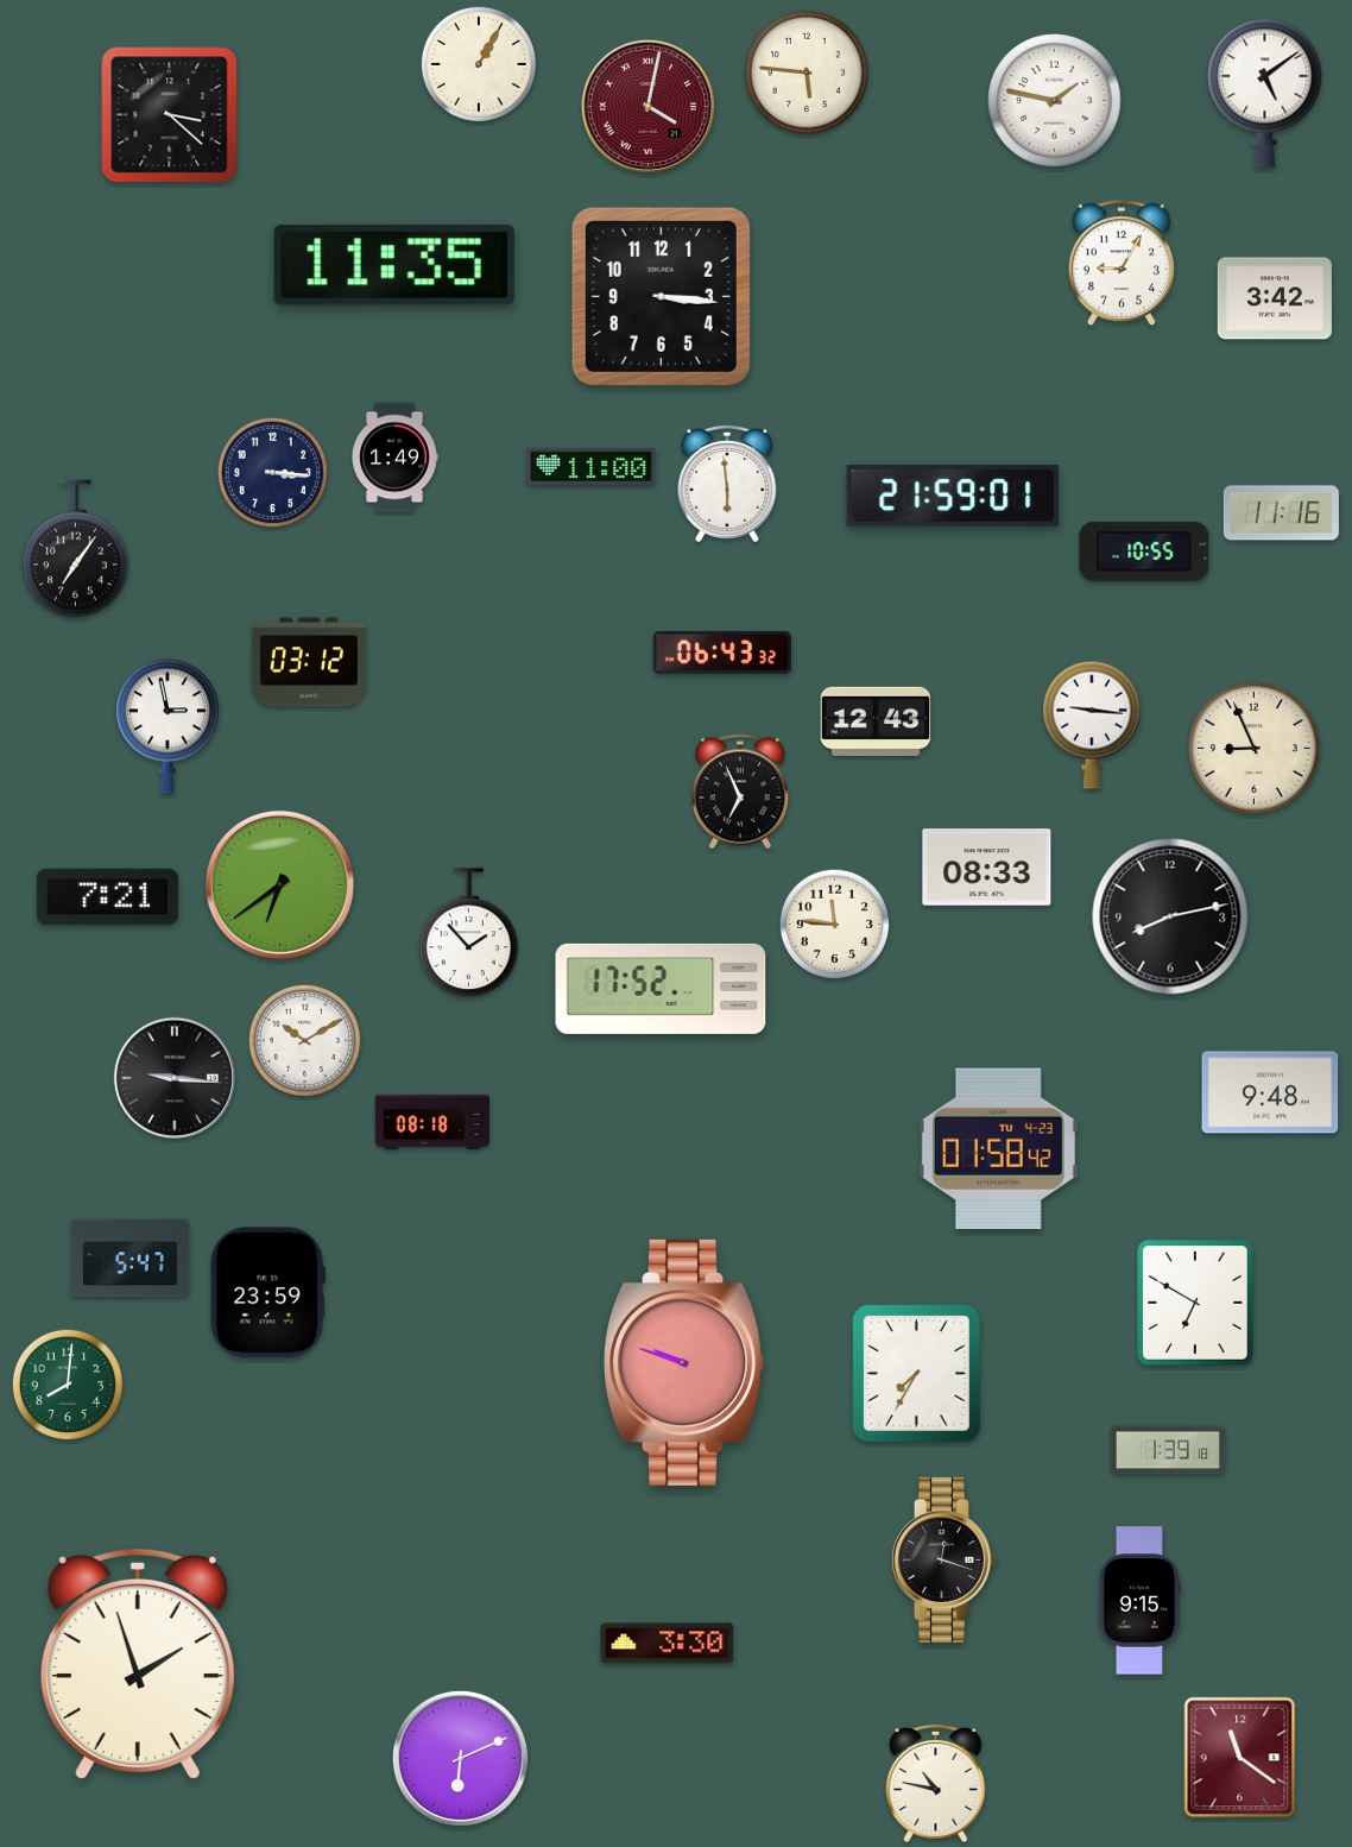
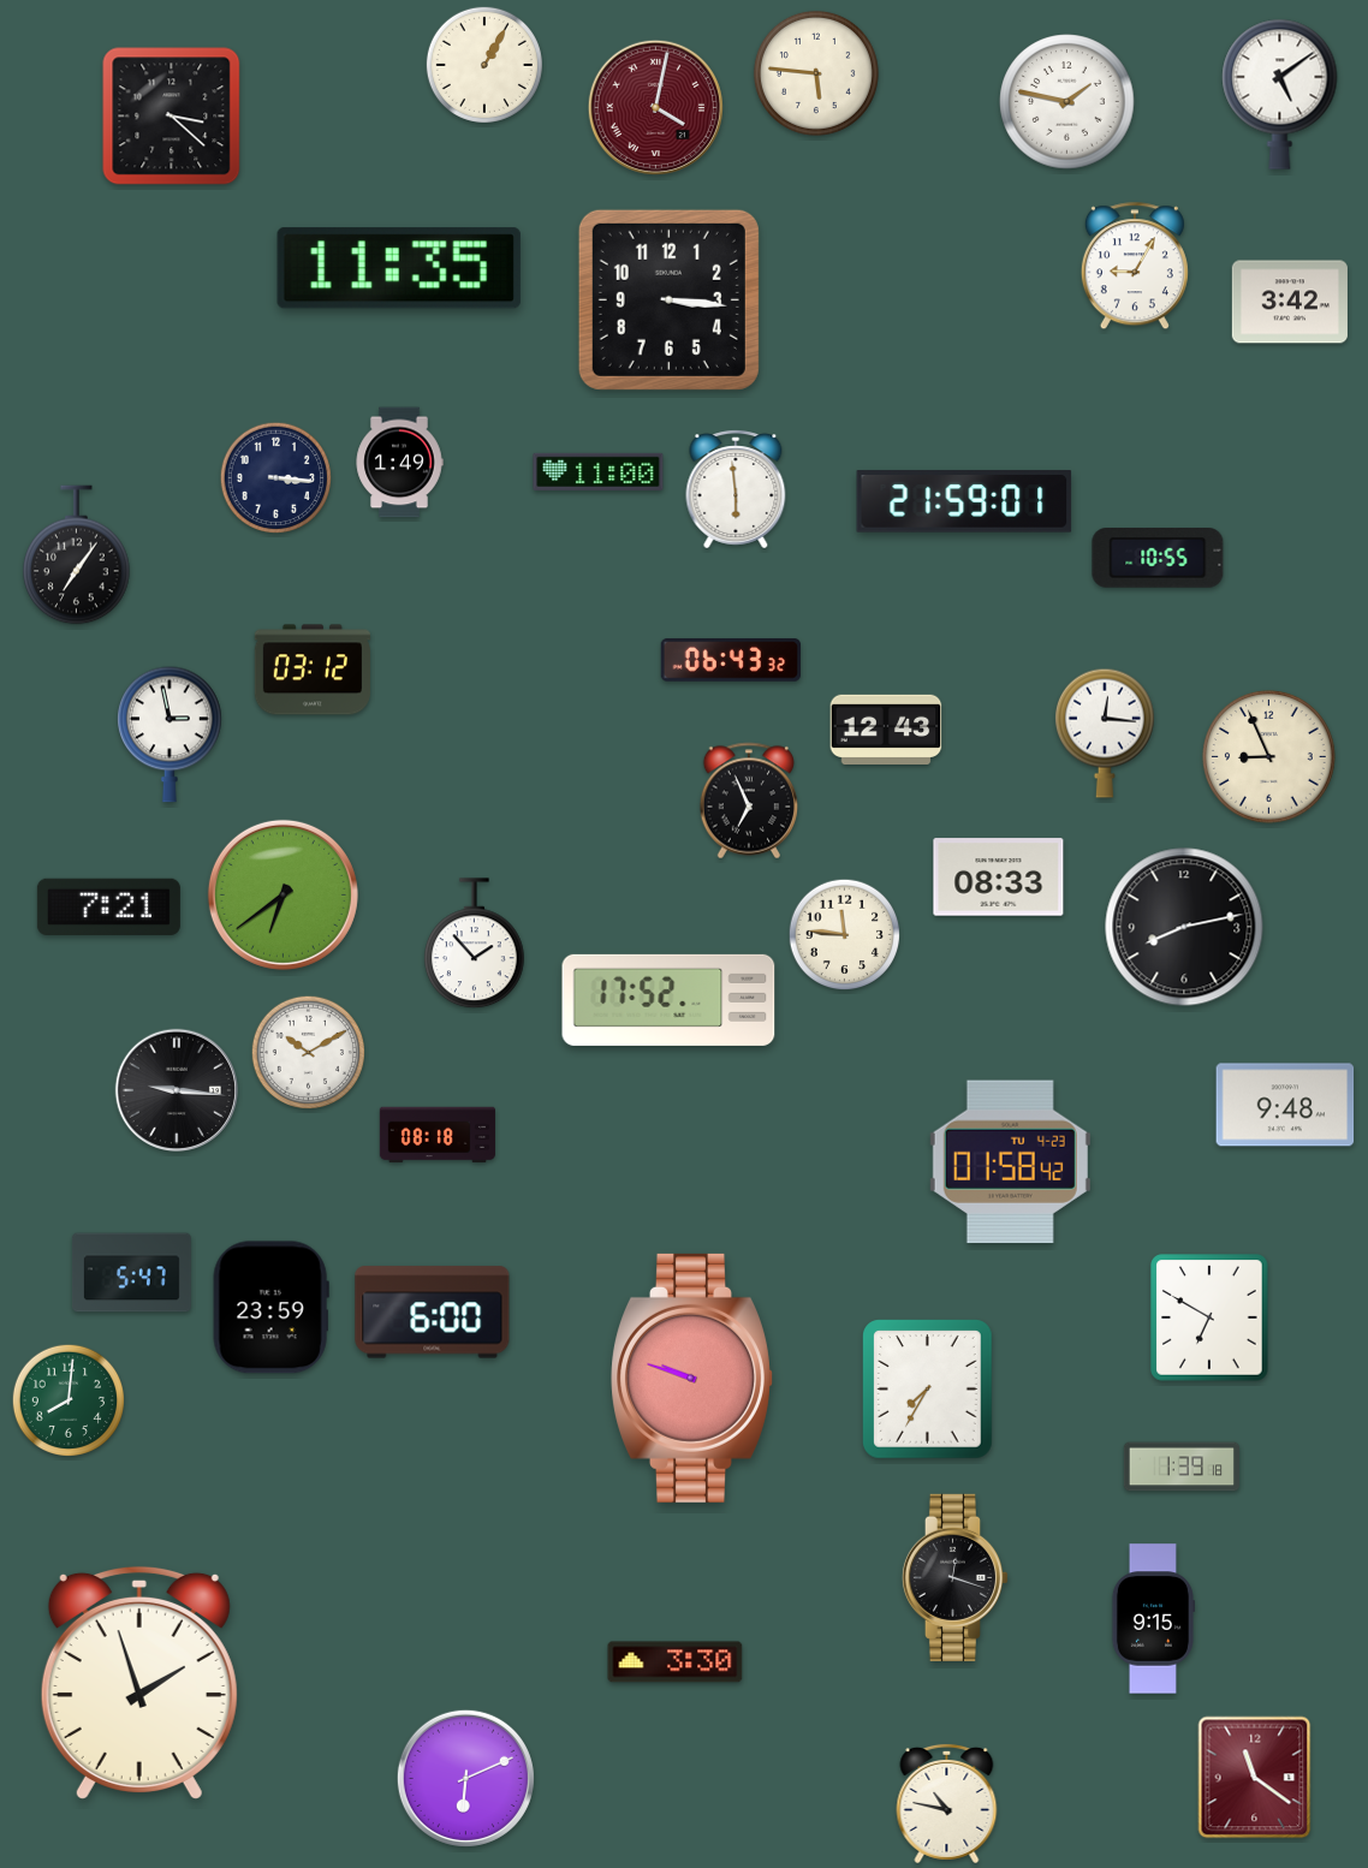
clock at (1281, 513): 11:16 -> none
clock at (1092, 725): 9:16 -> 12:16
clock at (433, 1313): none -> 6:00
